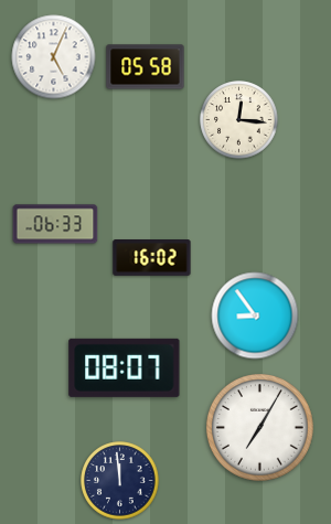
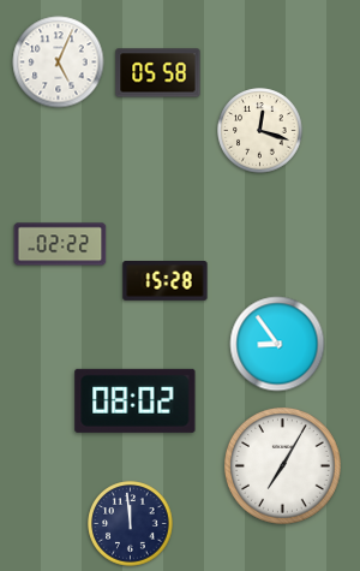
clock at (239, 120): 12:16 -> 12:18
clock at (55, 224): 06:33 -> 02:22
clock at (152, 258): 16:02 -> 15:28
clock at (125, 367): 08:07 -> 08:02
